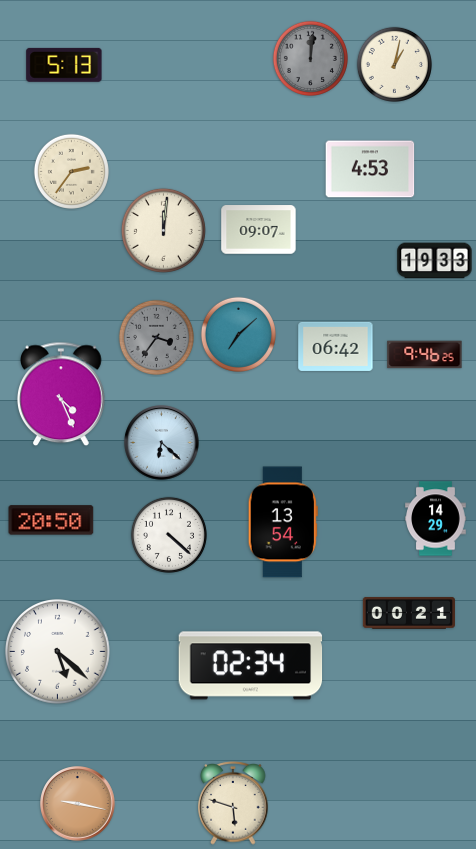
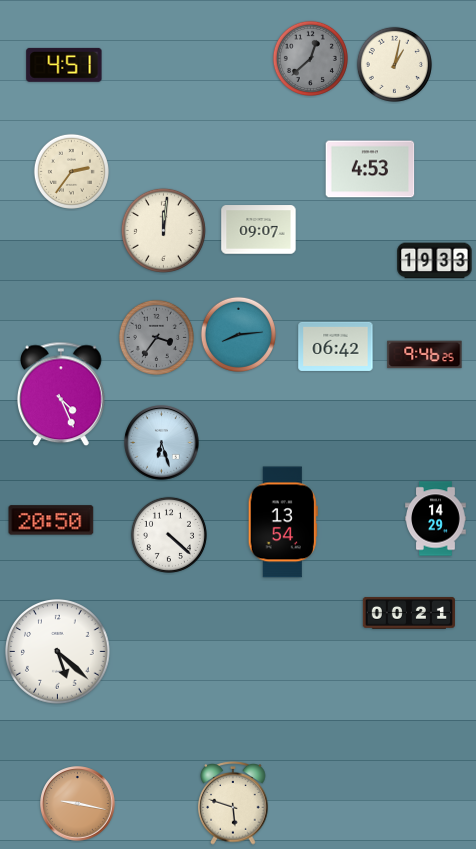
clock at (310, 58): 12:01 -> 12:38
clock at (64, 65): 5:13 -> 4:51
clock at (238, 334): 7:08 -> 8:14
clock at (162, 443): 6:22 -> 6:27
clock at (251, 666): 02:34 -> none
